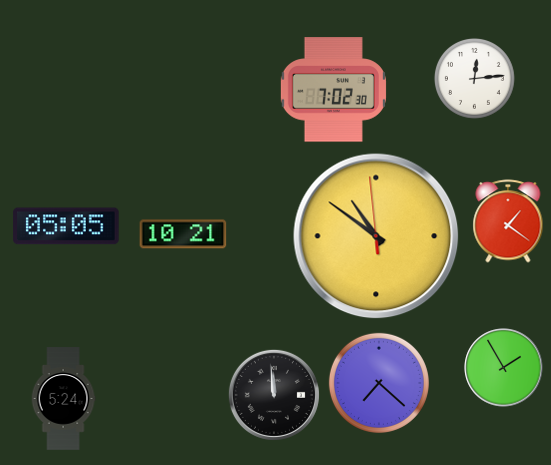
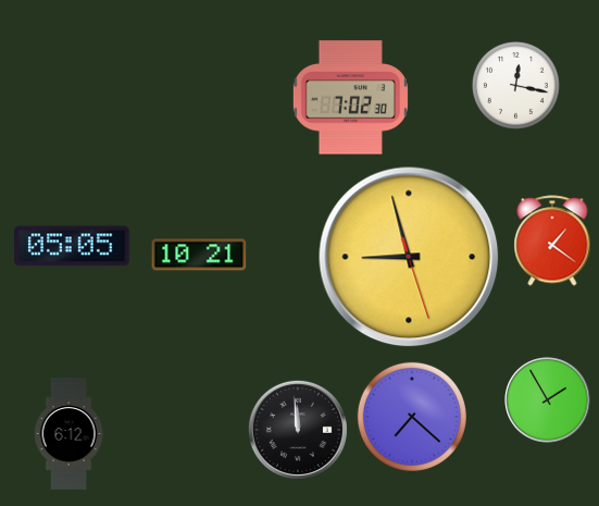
clock at (474, 78): 12:14 -> 12:17
clock at (333, 90) position: (333, 90) -> (350, 98)
clock at (376, 236): 10:50 -> 8:57
clock at (63, 399): 5:24 -> 6:12
